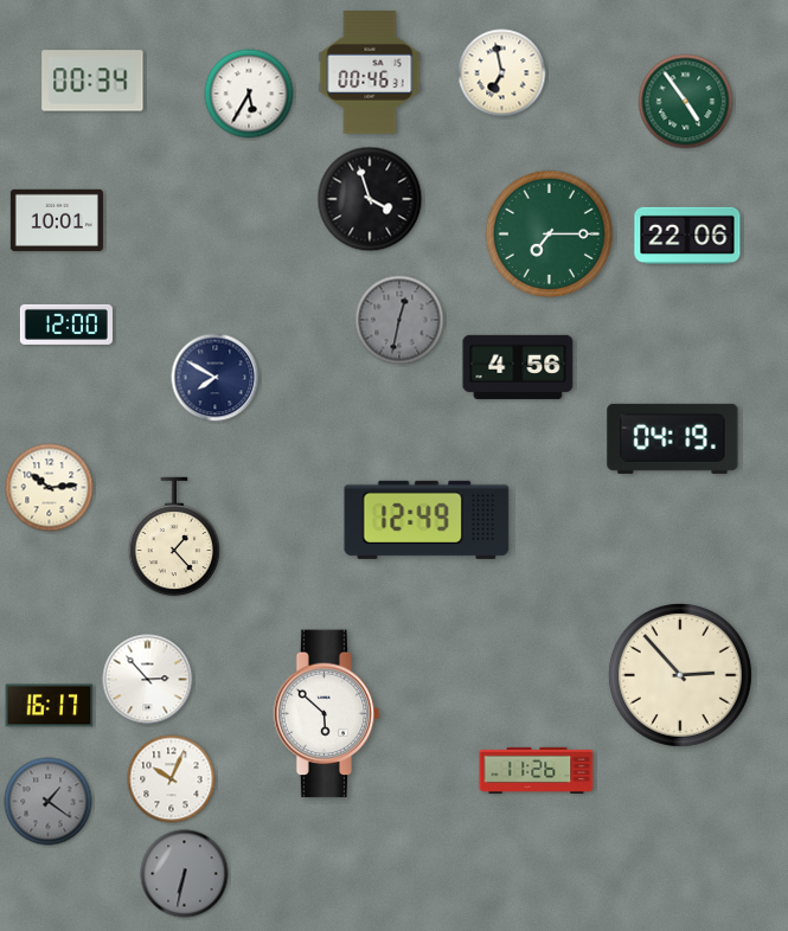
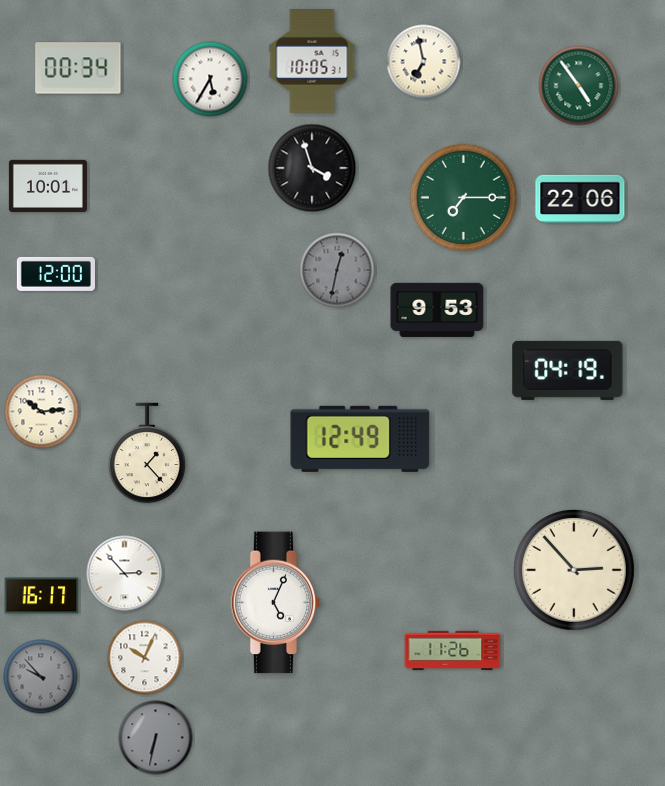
clock at (370, 73): 00:46 -> 10:05
clock at (518, 367): 4:56 -> 9:53
clock at (216, 378): 7:50 -> none
clock at (327, 714): 5:52 -> 5:04
clock at (49, 802): 1:21 -> 9:53
